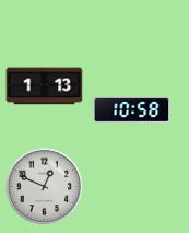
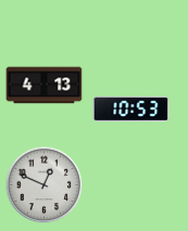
clock at (45, 86): 1:13 -> 4:13
clock at (132, 109): 10:58 -> 10:53
